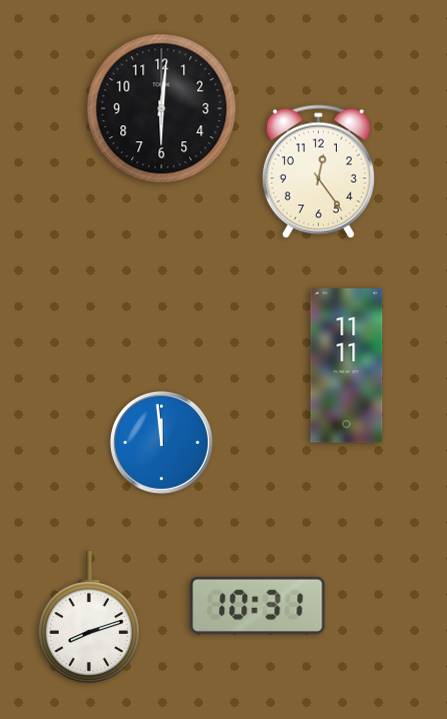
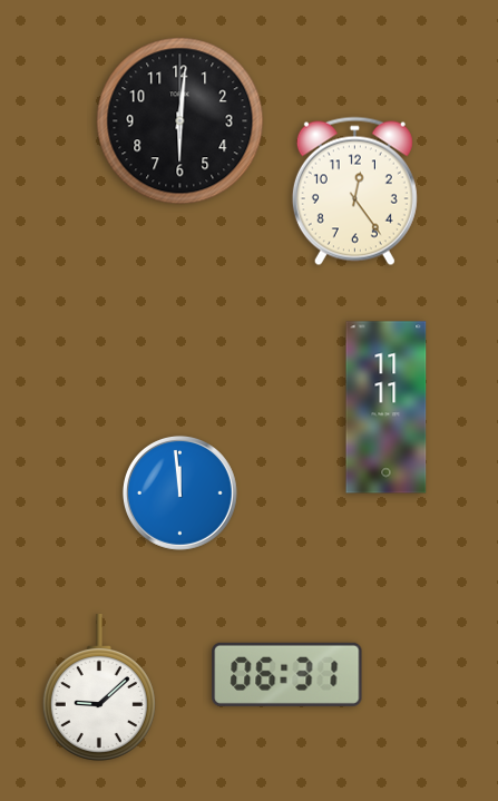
clock at (258, 605): 10:31 -> 06:31
clock at (89, 618): 8:12 -> 9:08
